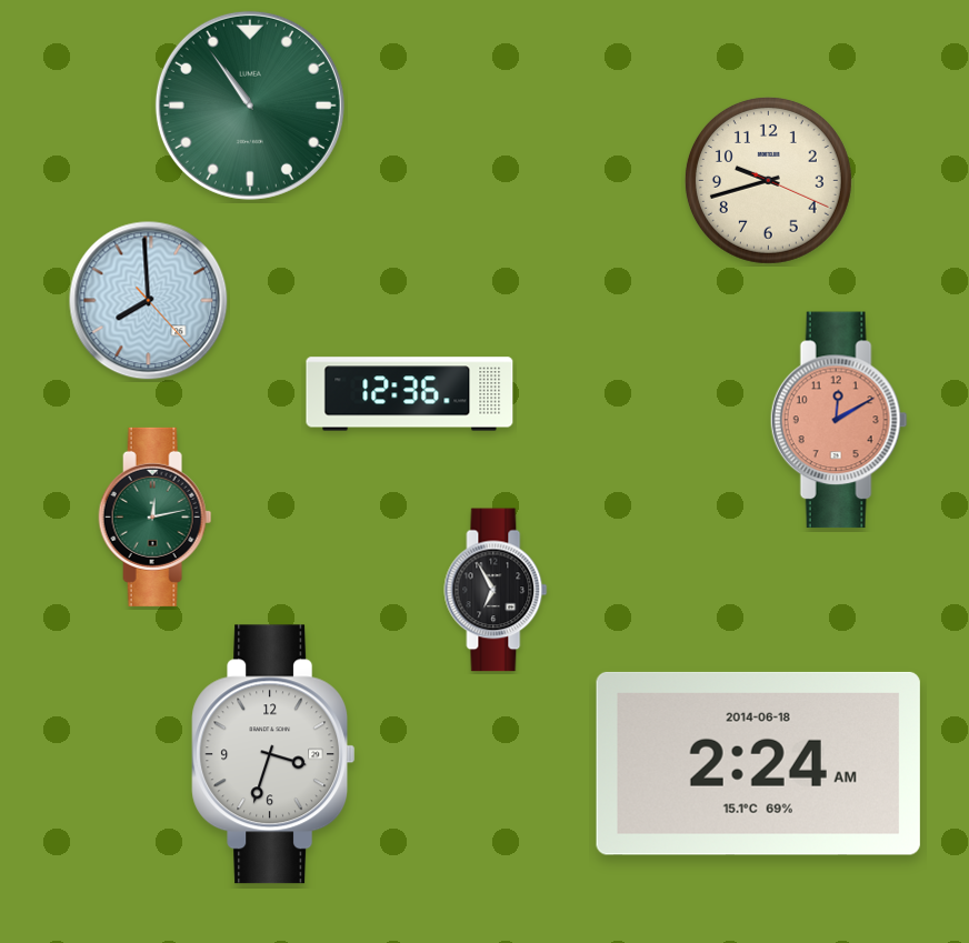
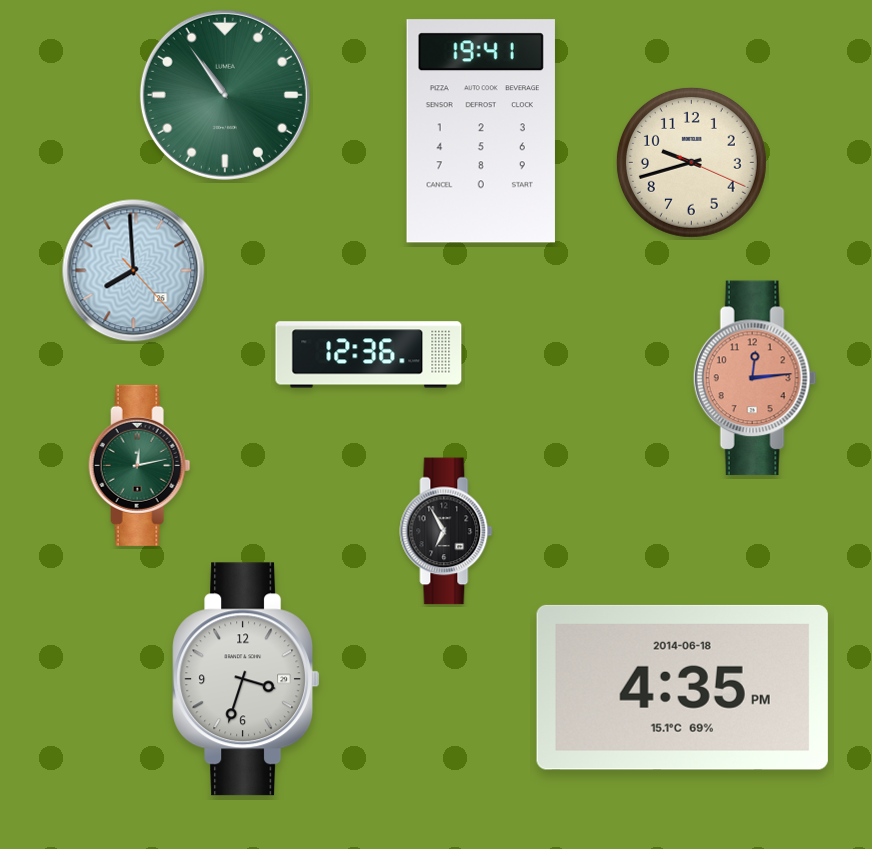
clock at (481, 131): none -> 19:41
clock at (839, 420): 12:10 -> 12:14
clock at (758, 763): 2:24 -> 4:35
